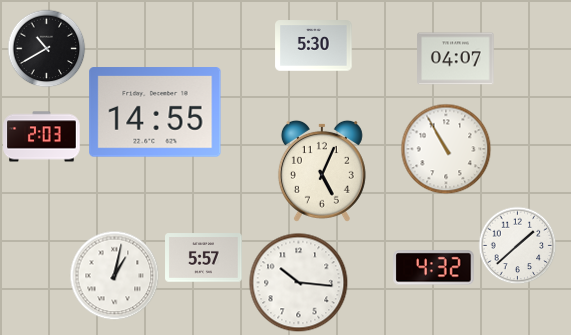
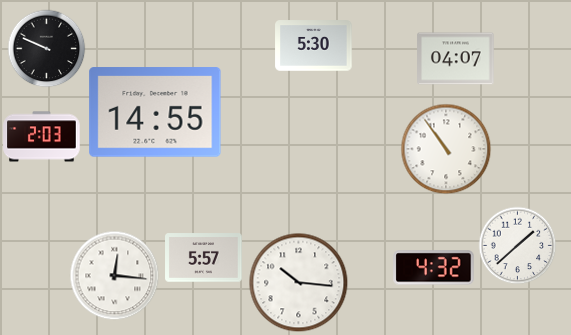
clock at (46, 48): 10:40 -> 9:49
clock at (446, 149): 10:55 -> 10:54
clock at (322, 171): 5:04 -> none
clock at (114, 275): 1:02 -> 12:16
